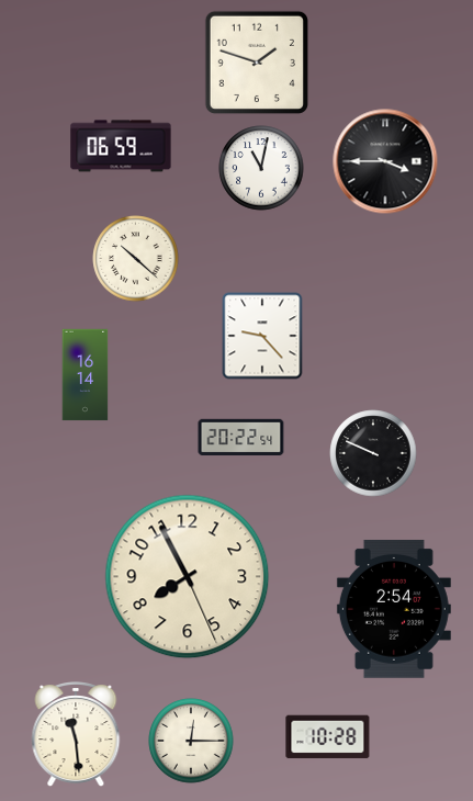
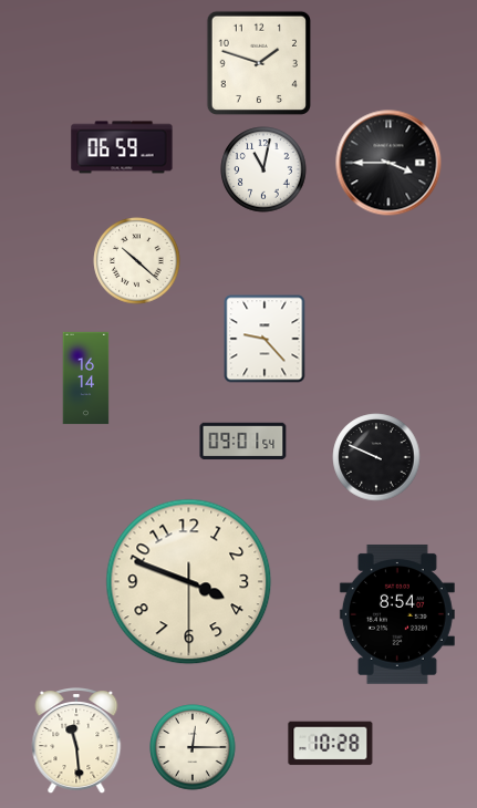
clock at (241, 438): 20:22 -> 09:01
clock at (188, 577): 7:55 -> 3:48
clock at (394, 609): 2:54 -> 8:54
